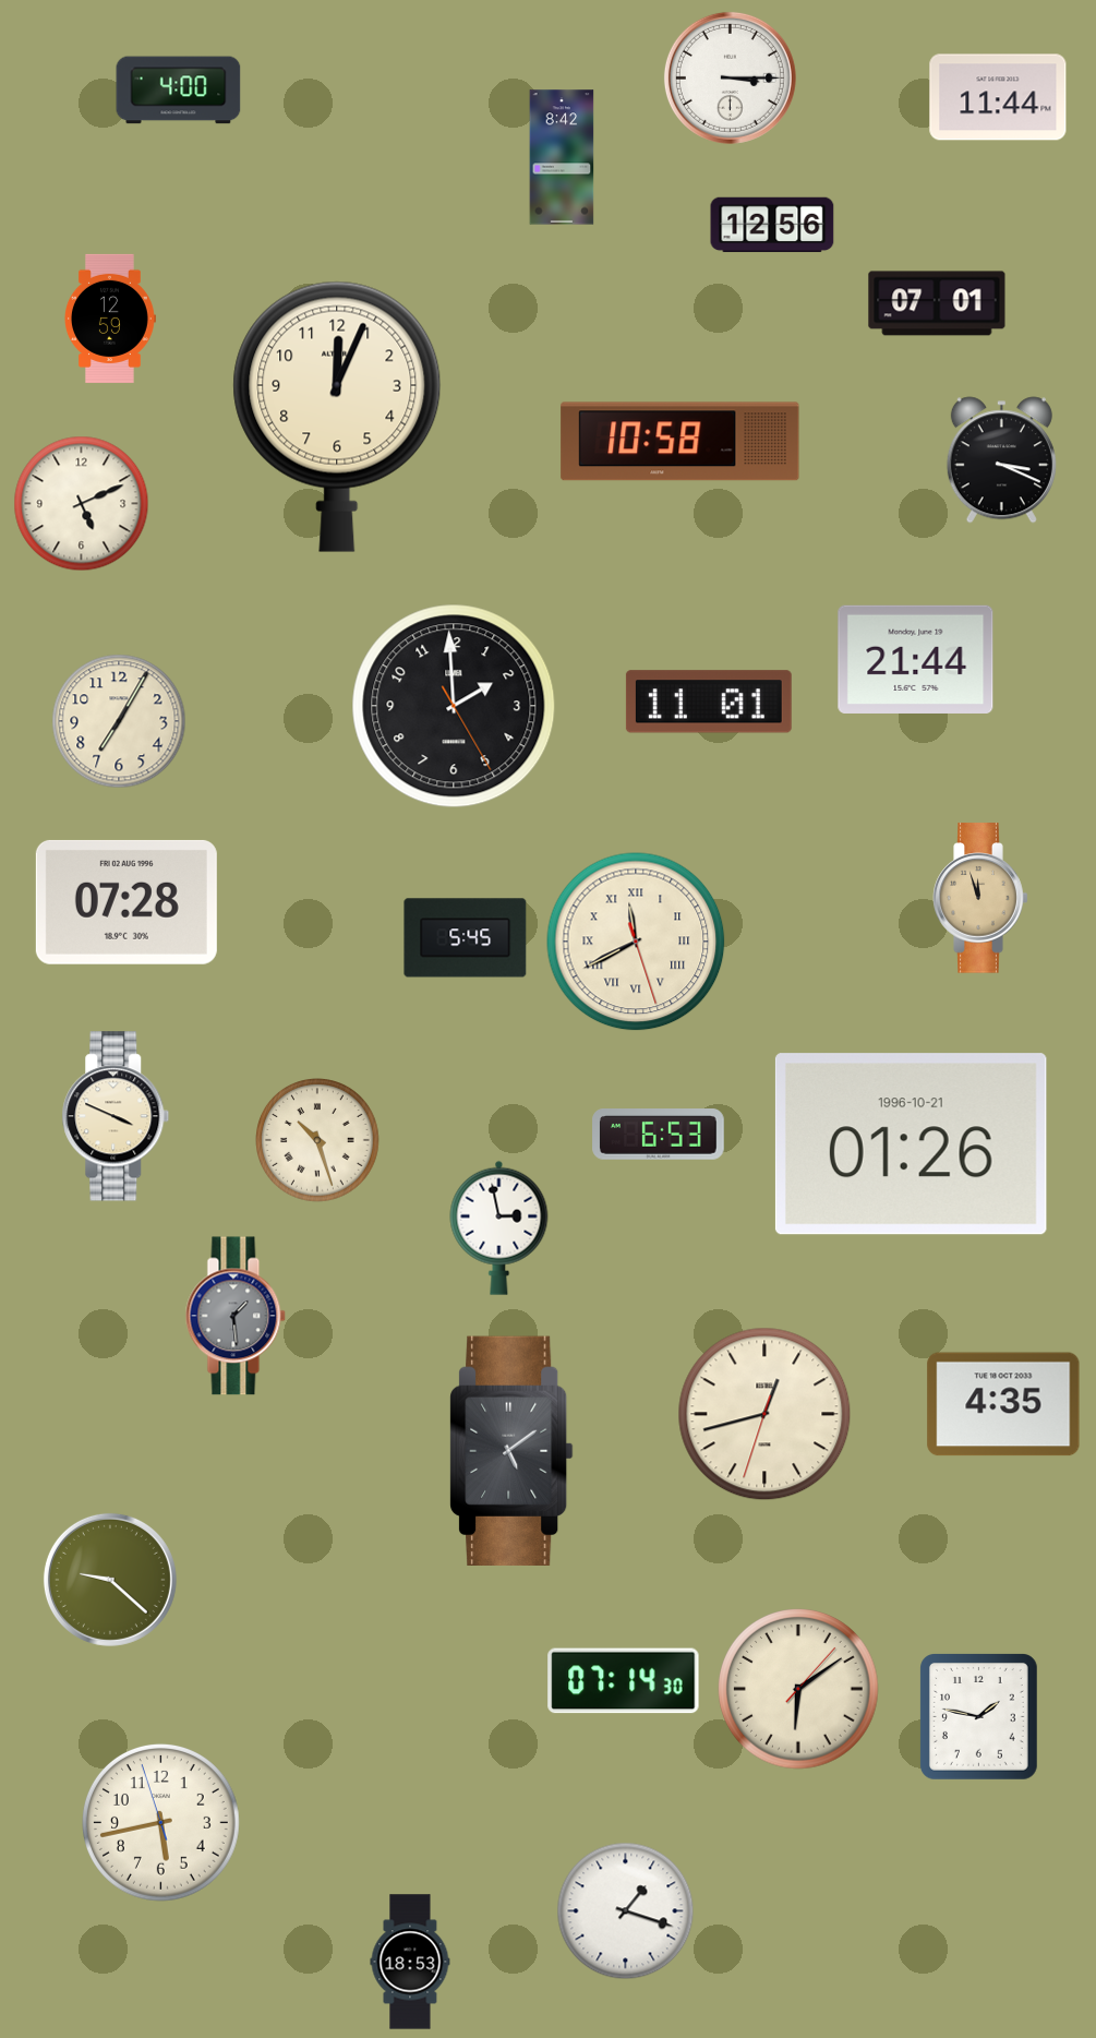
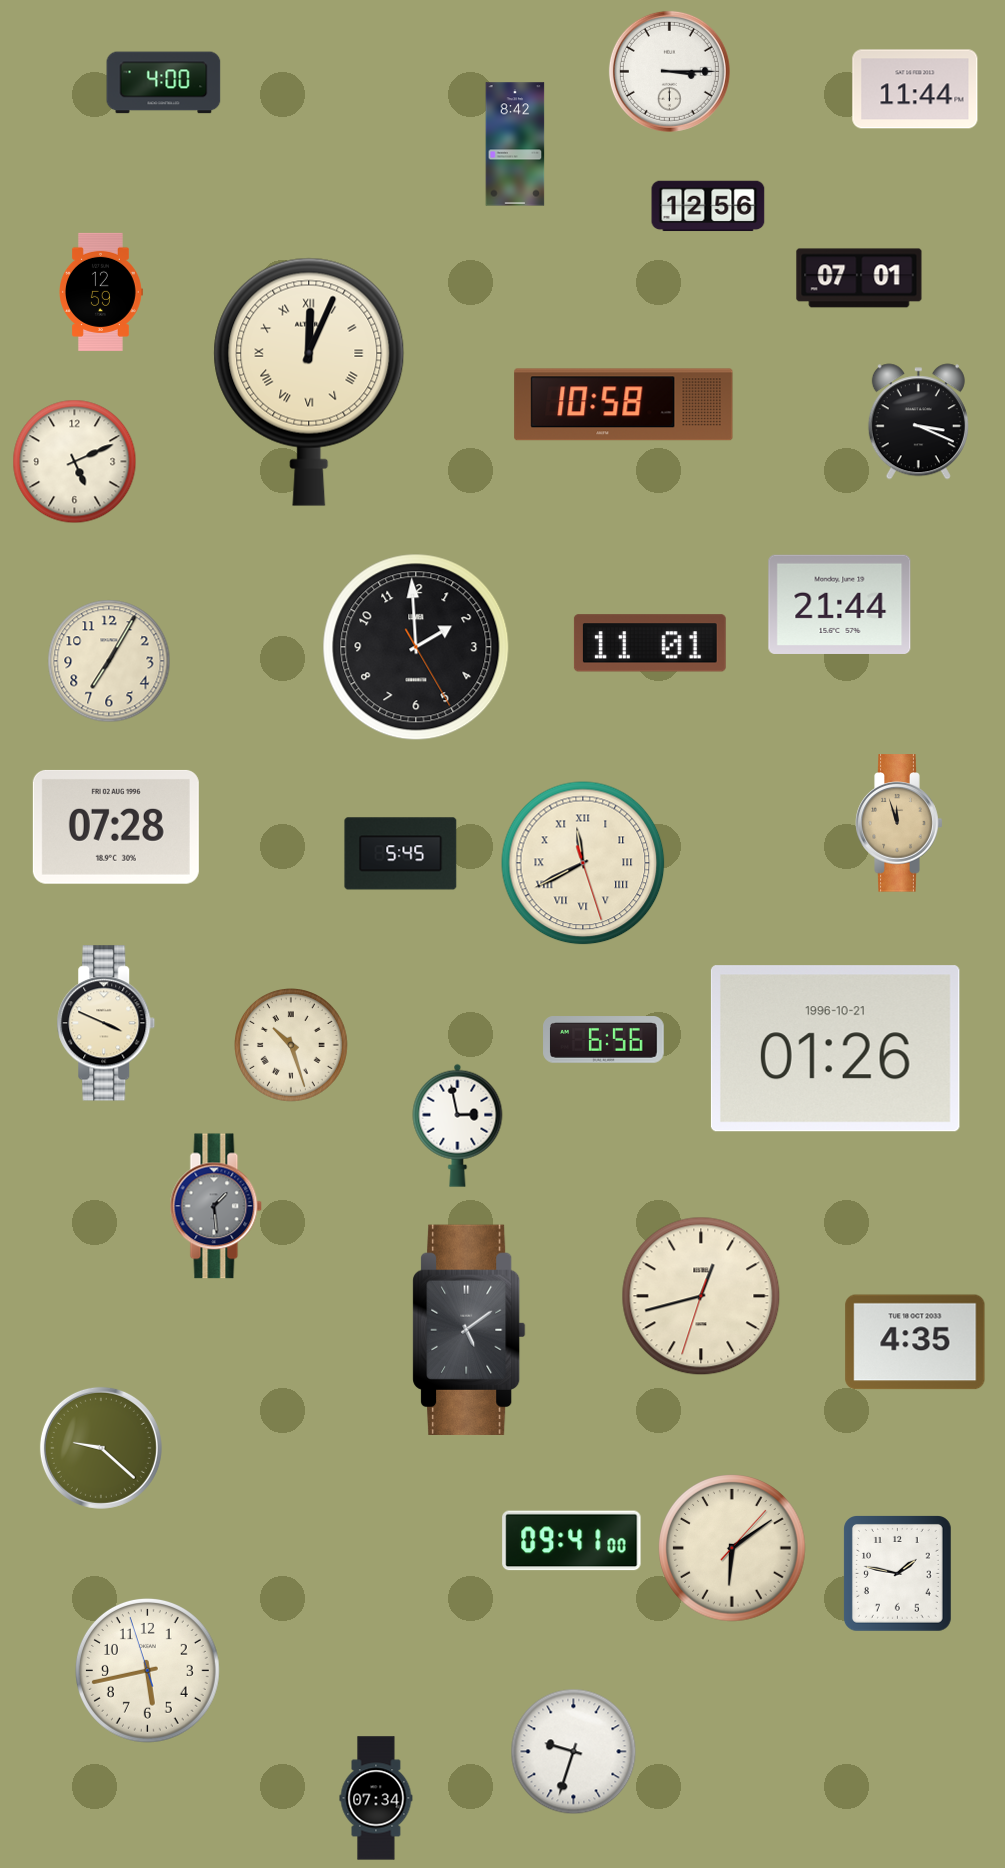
clock at (337, 417) numerals: Arabic -> Roman
clock at (466, 938) position: (466, 938) -> (401, 854)
clock at (659, 1135): 6:53 -> 6:56
clock at (1003, 1404) position: (1003, 1404) -> (915, 1342)
clock at (624, 1681): 07:14 -> 09:41
clock at (626, 1911): 1:18 -> 9:33
clock at (410, 1962): 18:53 -> 07:34
